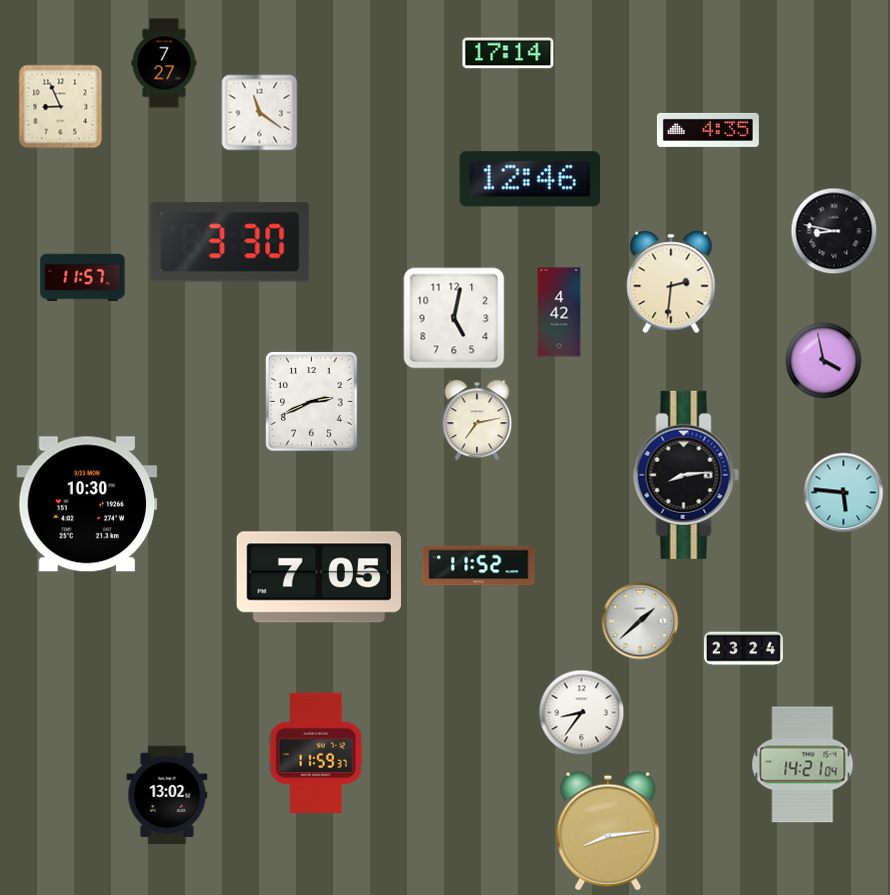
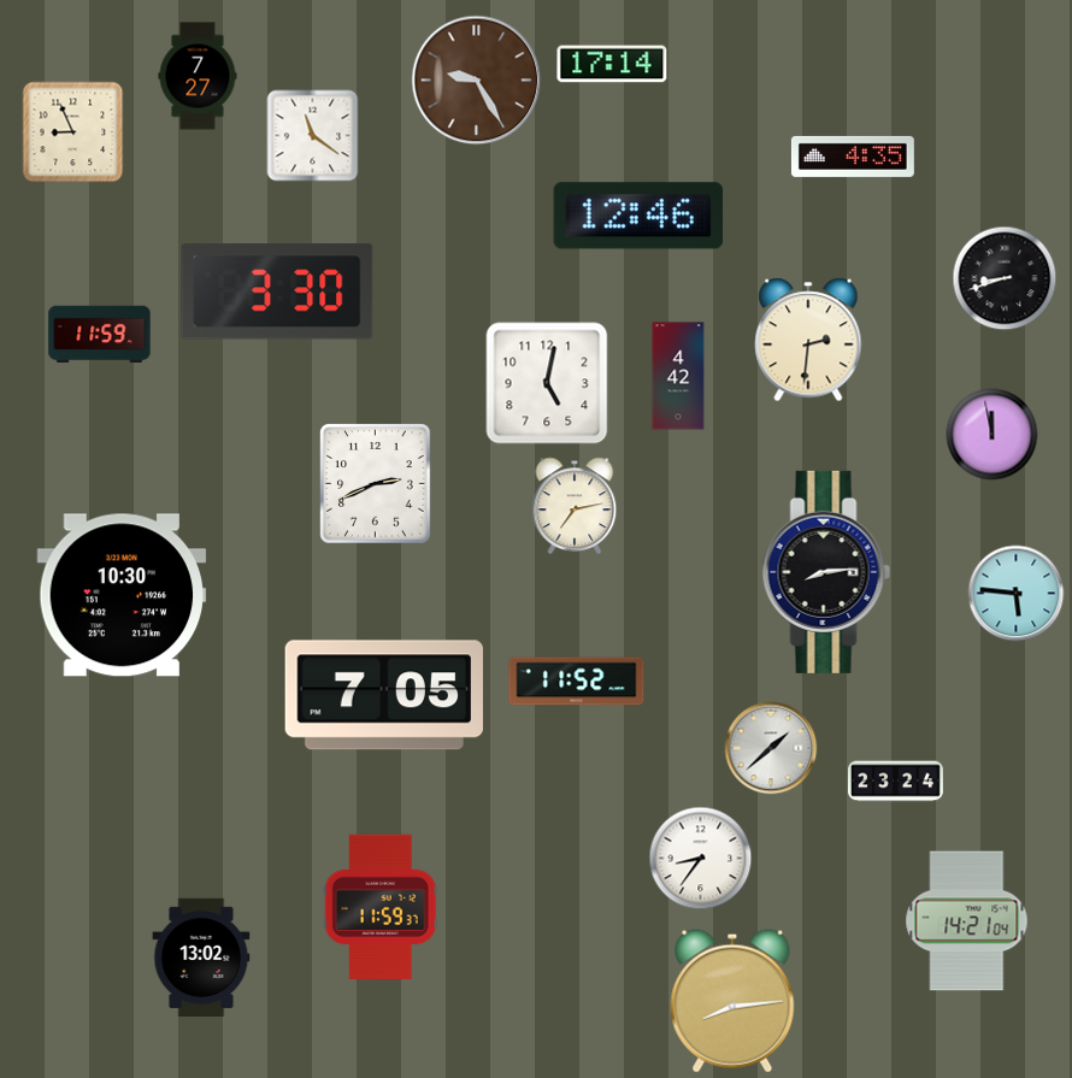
clock at (477, 81): none -> 9:25
clock at (61, 107) position: (61, 107) -> (73, 132)
clock at (834, 231): 8:47 -> 8:42
clock at (83, 278): 11:57 -> 11:59
clock at (559, 312) position: (559, 312) -> (678, 376)
clock at (824, 361): 3:58 -> 11:58
clock at (87, 504) position: (87, 504) -> (122, 595)
